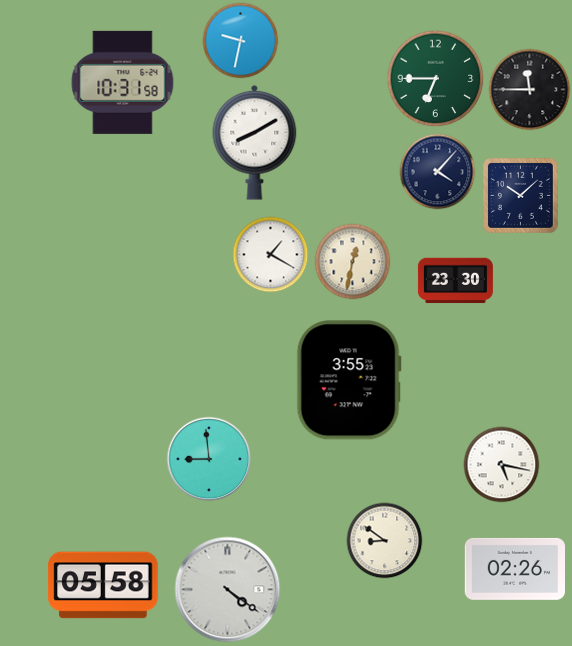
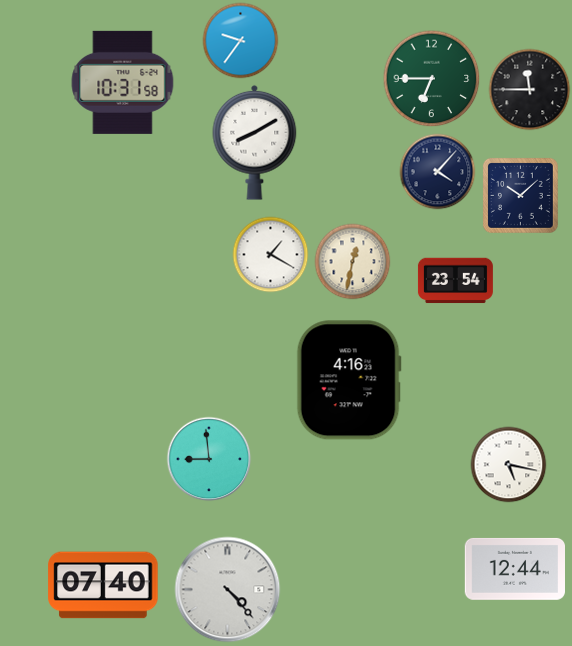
clock at (241, 41): 9:32 -> 9:36
clock at (436, 79) position: (436, 79) -> (432, 79)
clock at (455, 281): 23:30 -> 23:54
clock at (349, 380): 3:55 -> 4:16
clock at (502, 465) position: (502, 465) -> (509, 465)
clock at (385, 541): 8:51 -> none
clock at (514, 569): 02:26 -> 12:44
clock at (103, 585): 05:58 -> 07:40
clock at (228, 590): 4:21 -> 4:23
